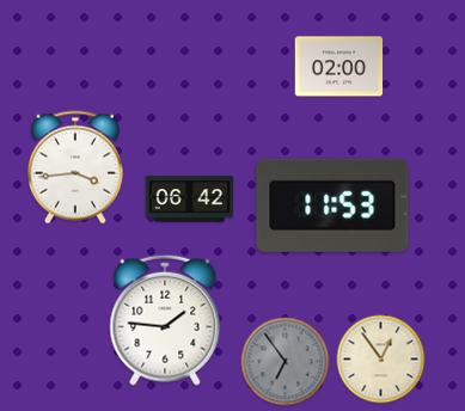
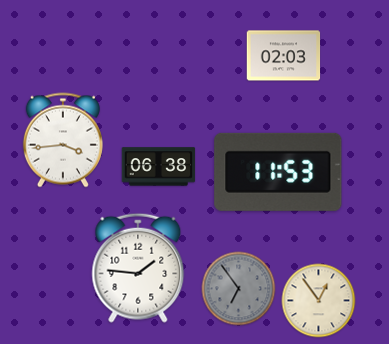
clock at (339, 67): 02:00 -> 02:03
clock at (190, 200): 06:42 -> 06:38
clock at (286, 362) position: (286, 362) -> (239, 289)
